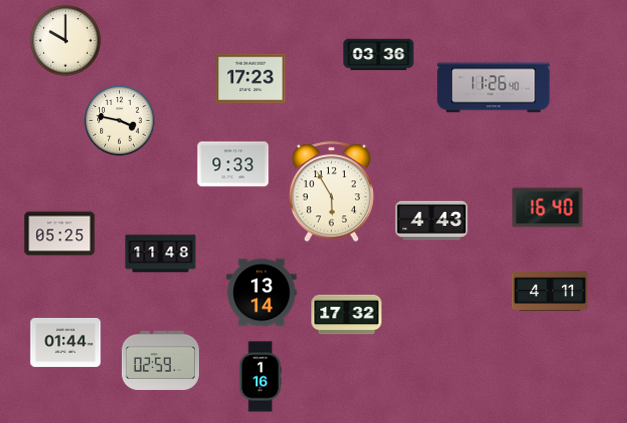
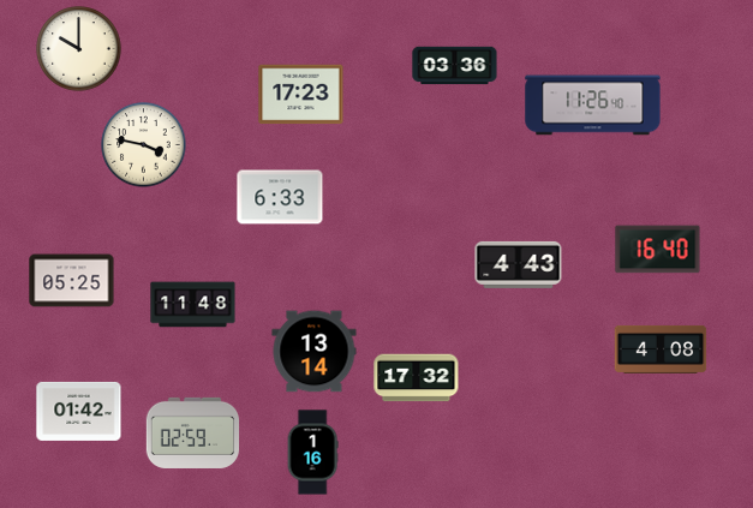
clock at (233, 164): 9:33 -> 6:33
clock at (332, 192): 5:55 -> none
clock at (550, 291): 4:11 -> 4:08
clock at (66, 342): 01:44 -> 01:42
